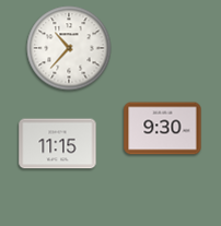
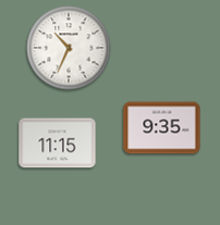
clock at (69, 48): 10:37 -> 10:34
clock at (163, 129): 9:30 -> 9:35
